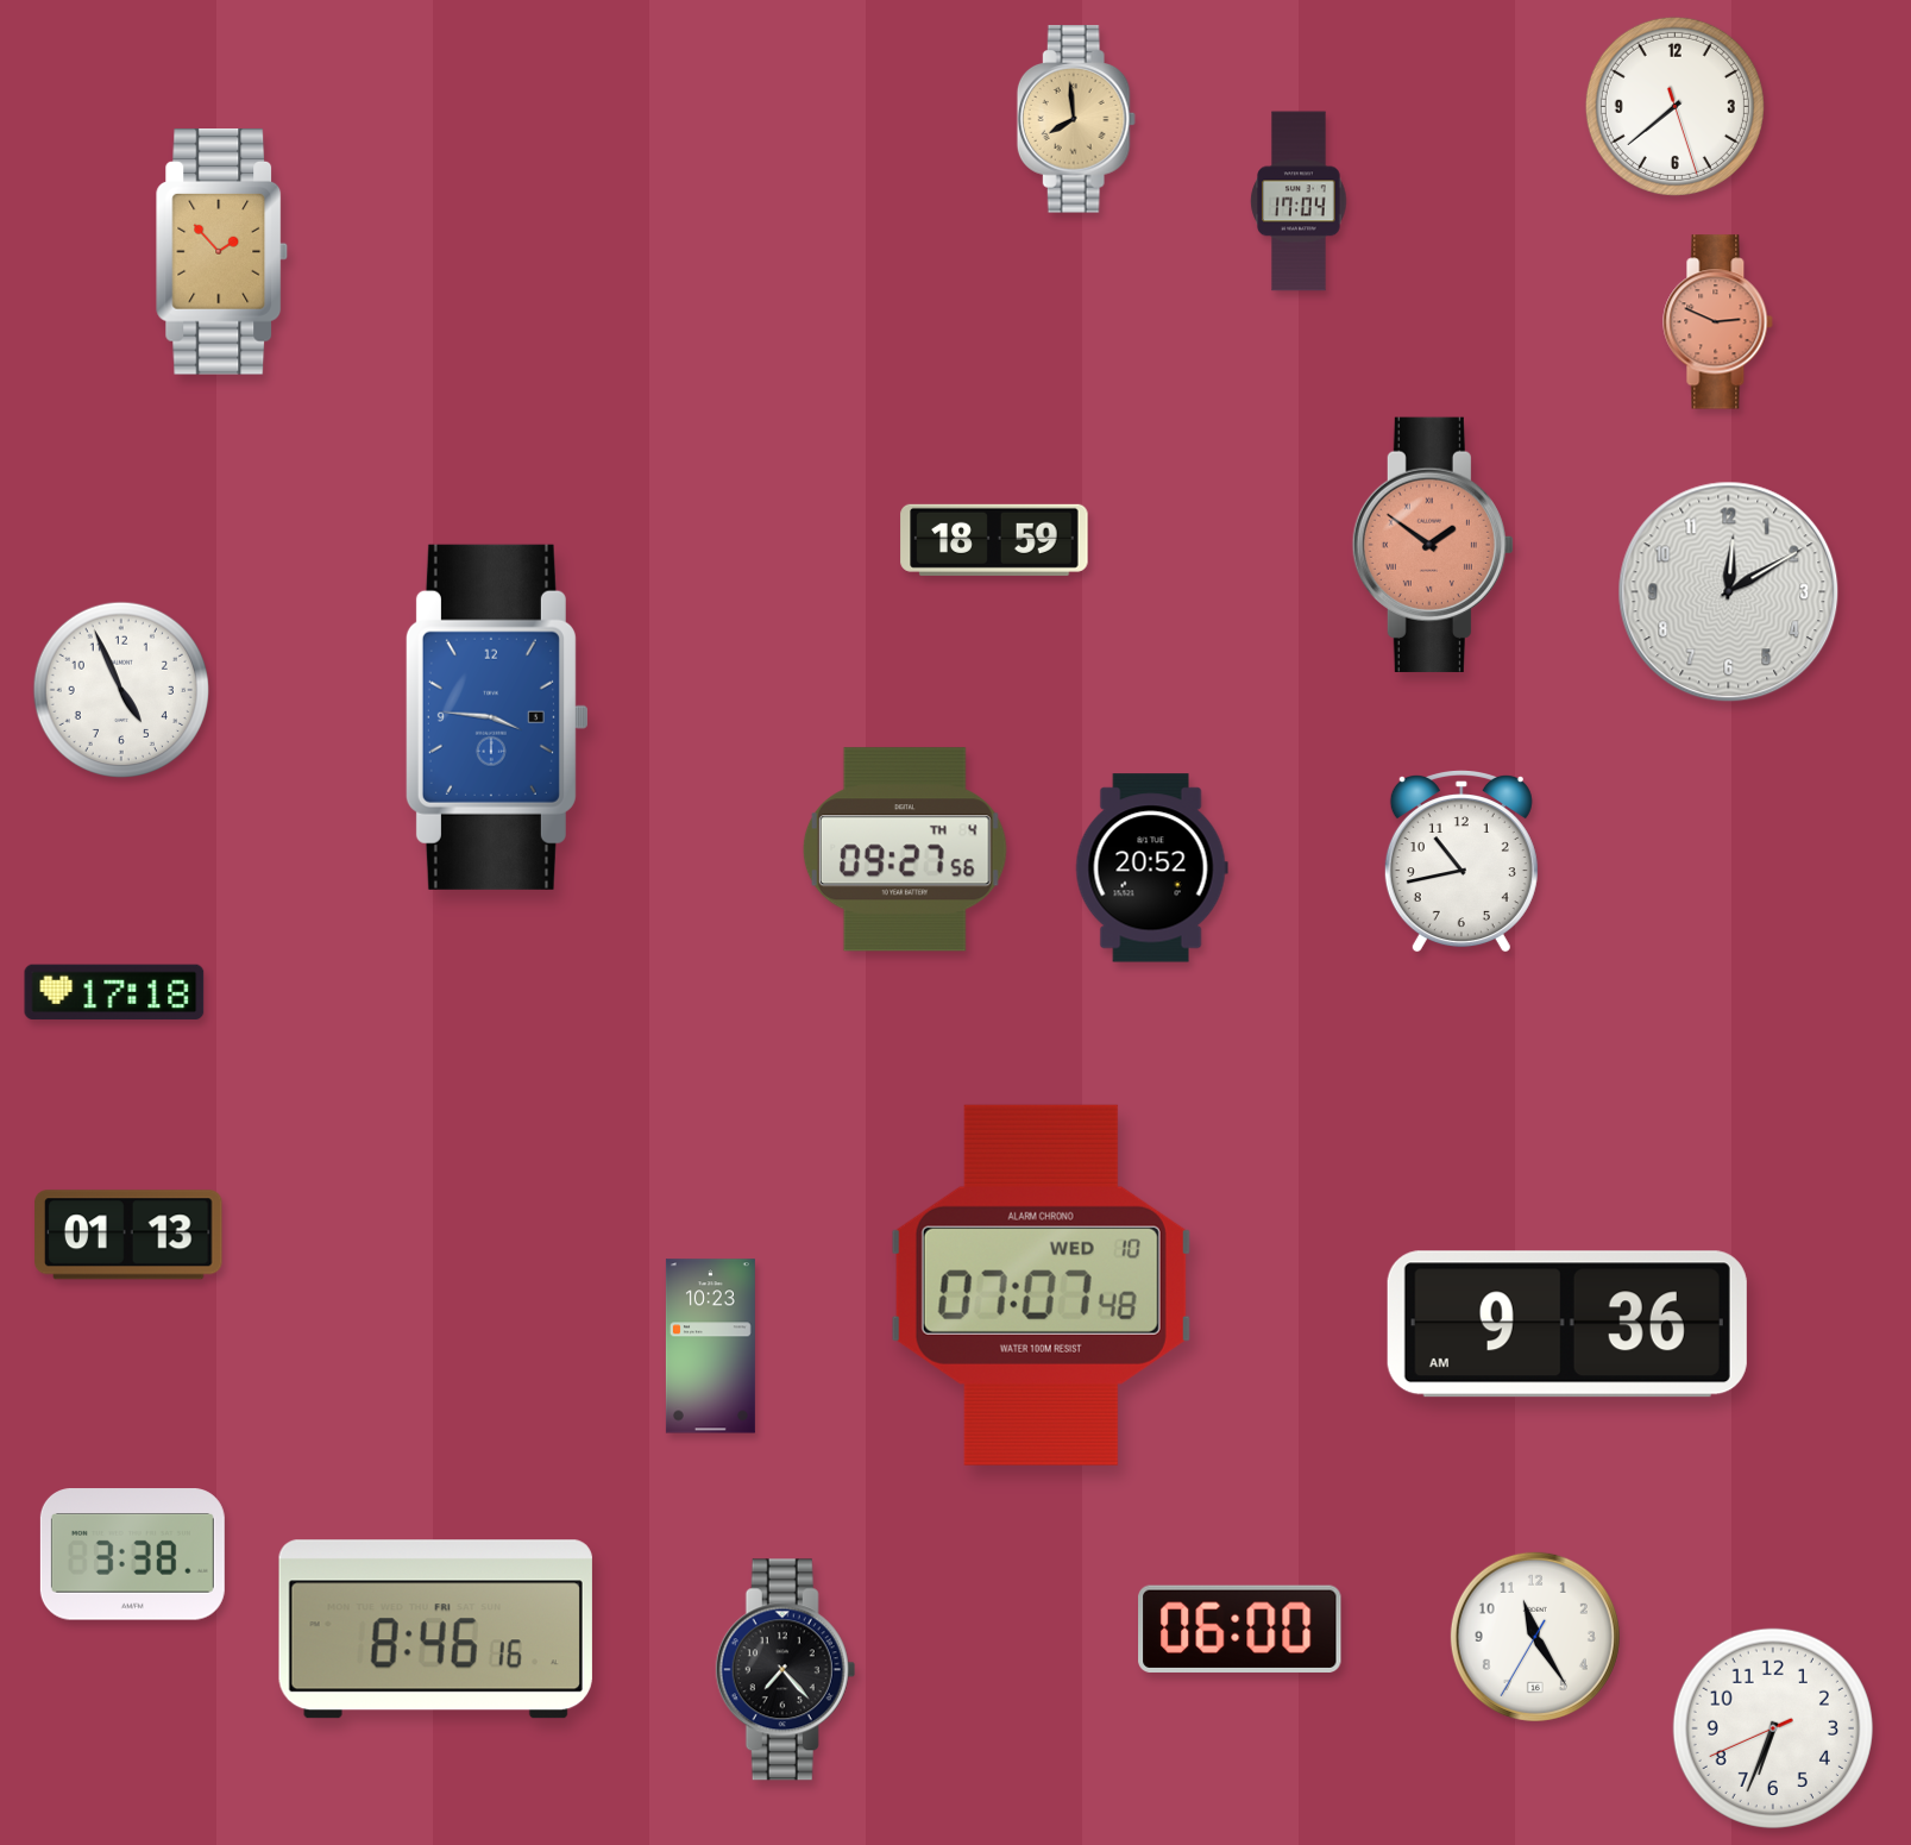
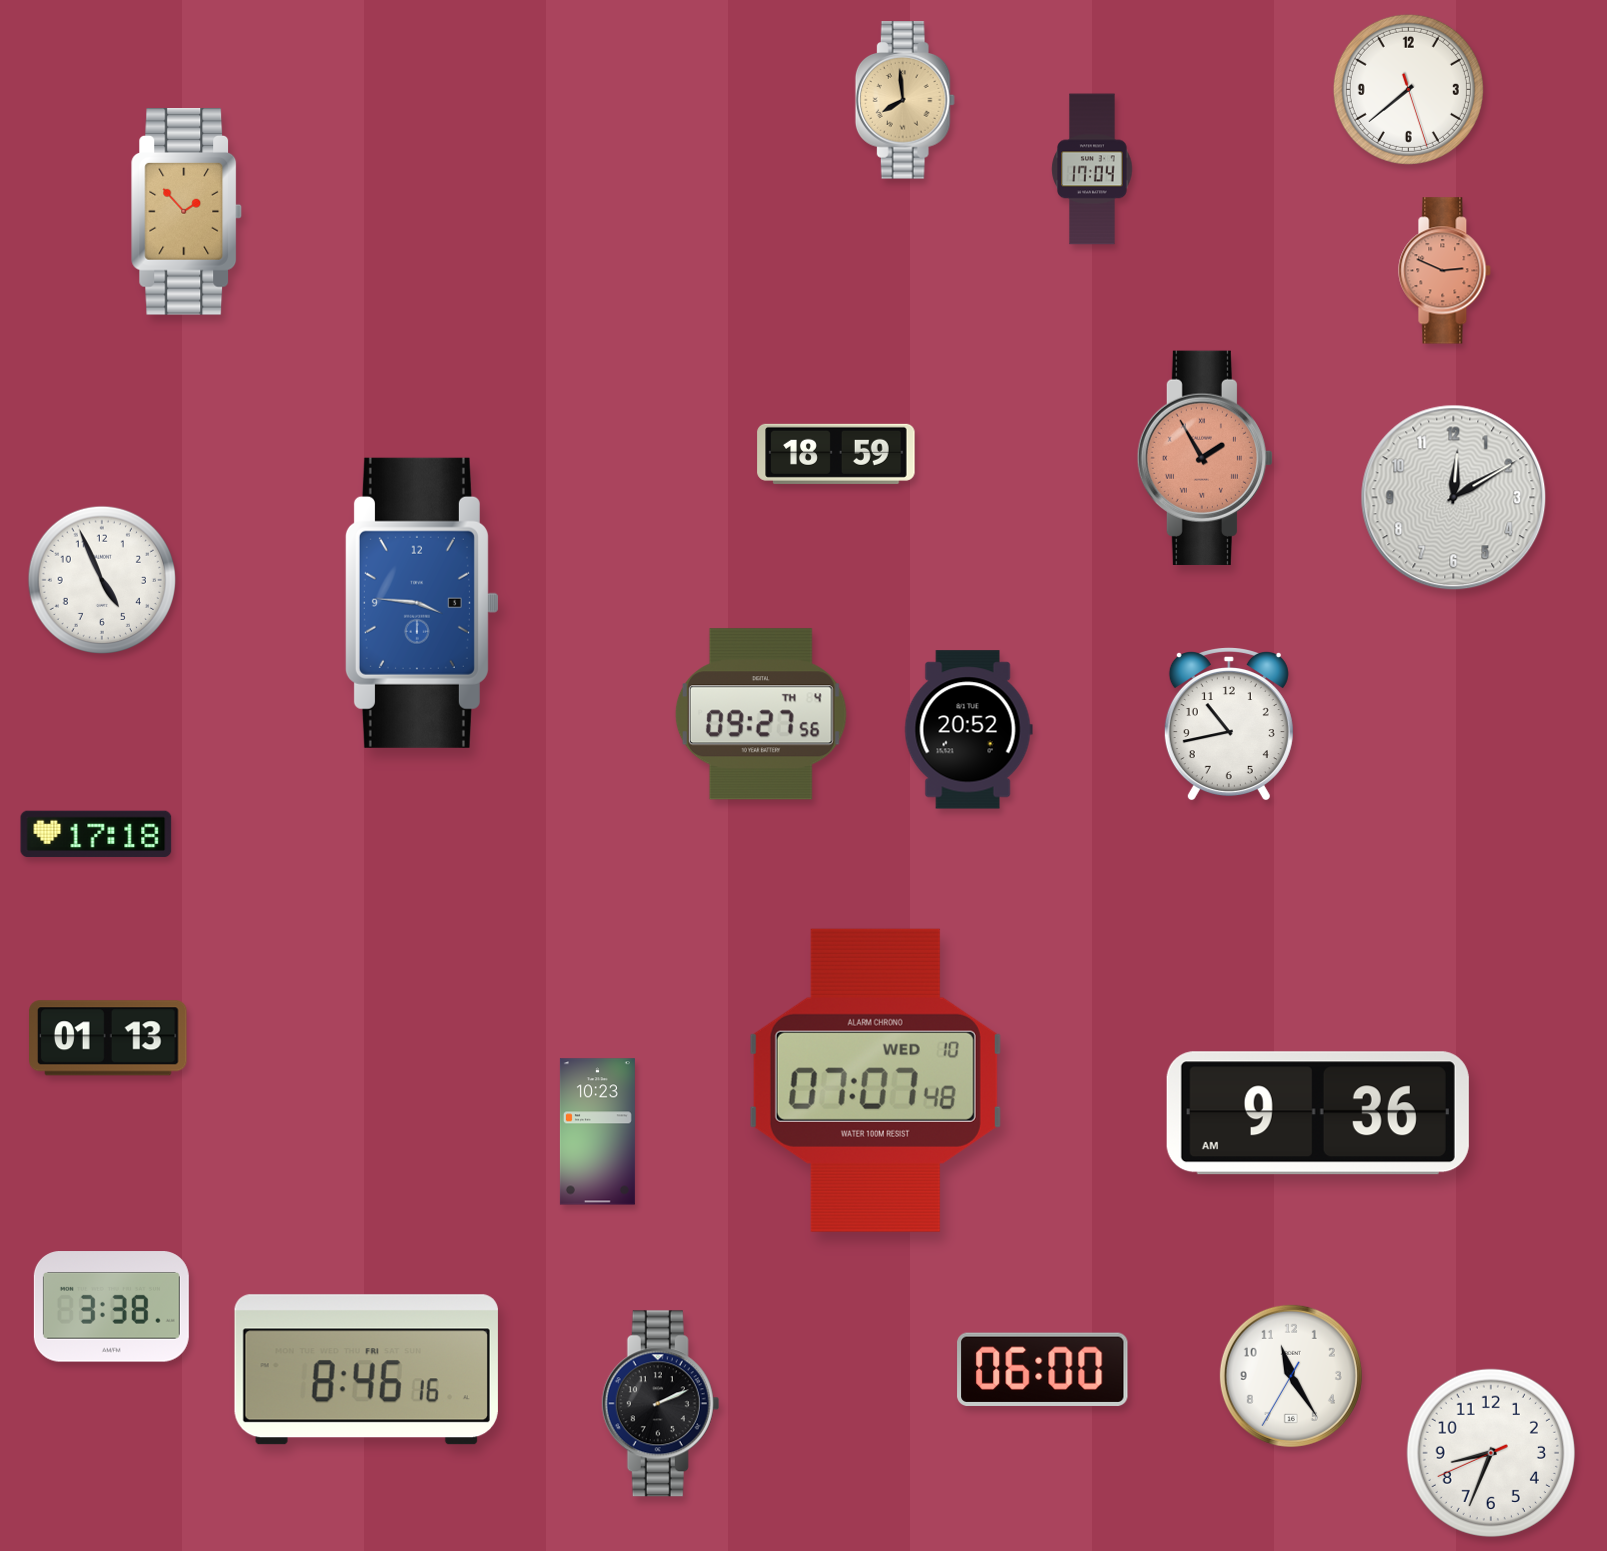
clock at (1433, 545): 1:51 -> 1:55
clock at (496, 717) position: (496, 717) -> (421, 603)
clock at (786, 1670): 7:23 -> 2:11
clock at (1773, 1728): 6:33 -> 8:33
